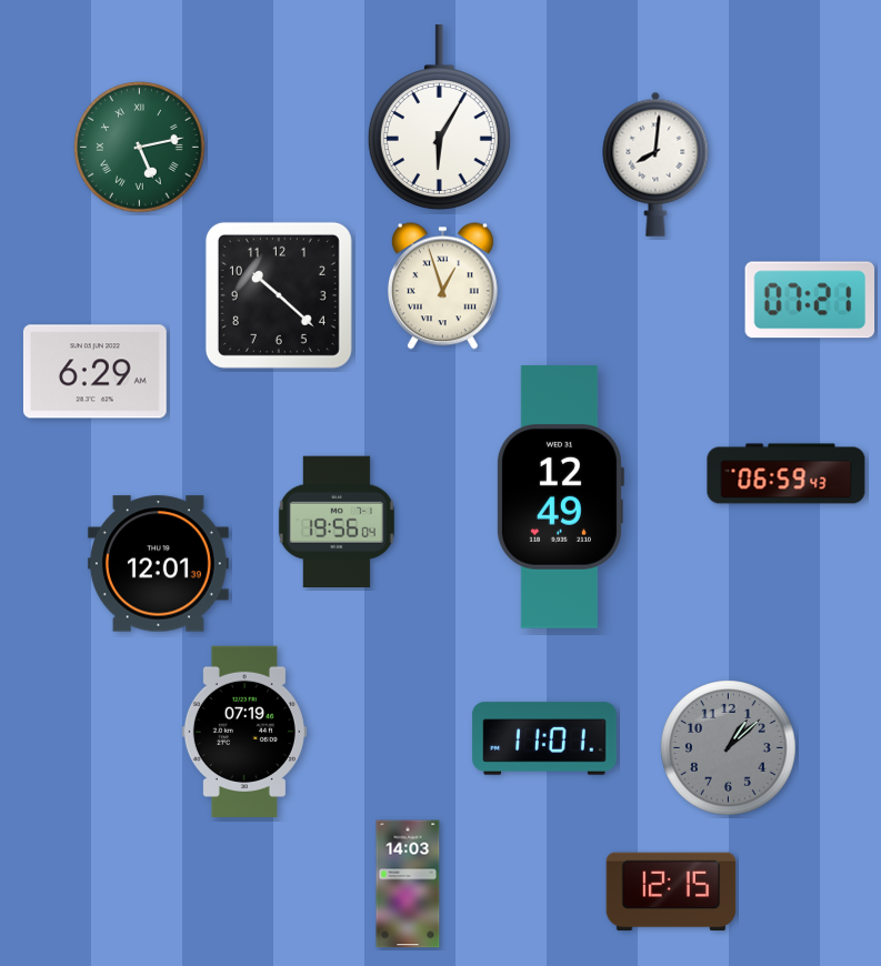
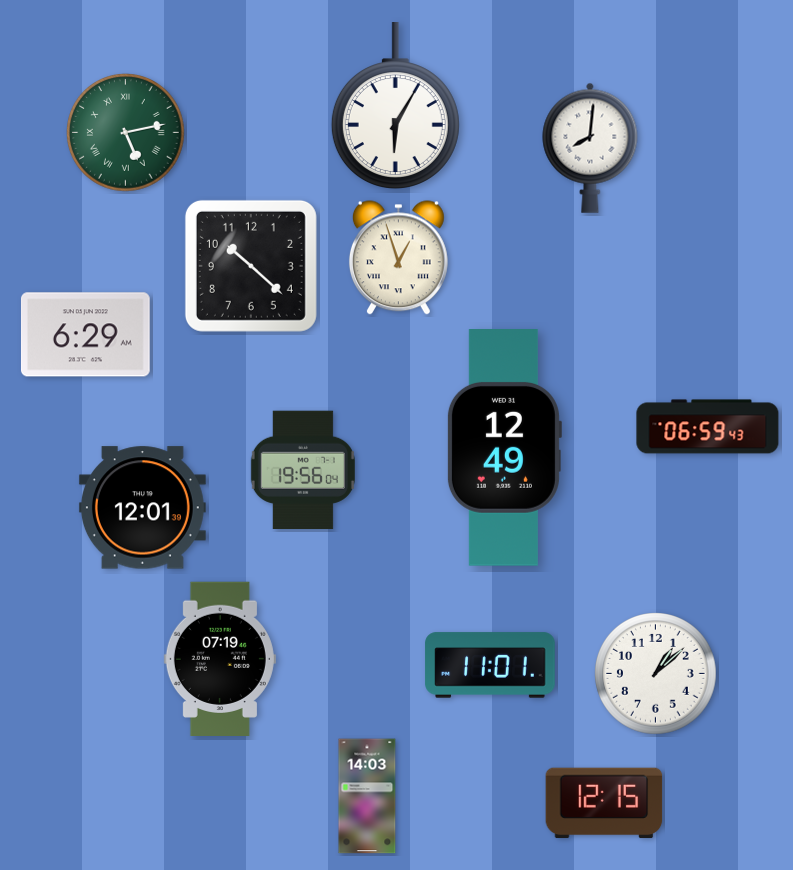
clock at (810, 300): 07:21 -> none
clock at (729, 748) dial: grey -> white
